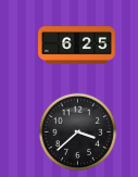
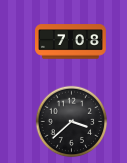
clock at (77, 46): 6:25 -> 7:08
